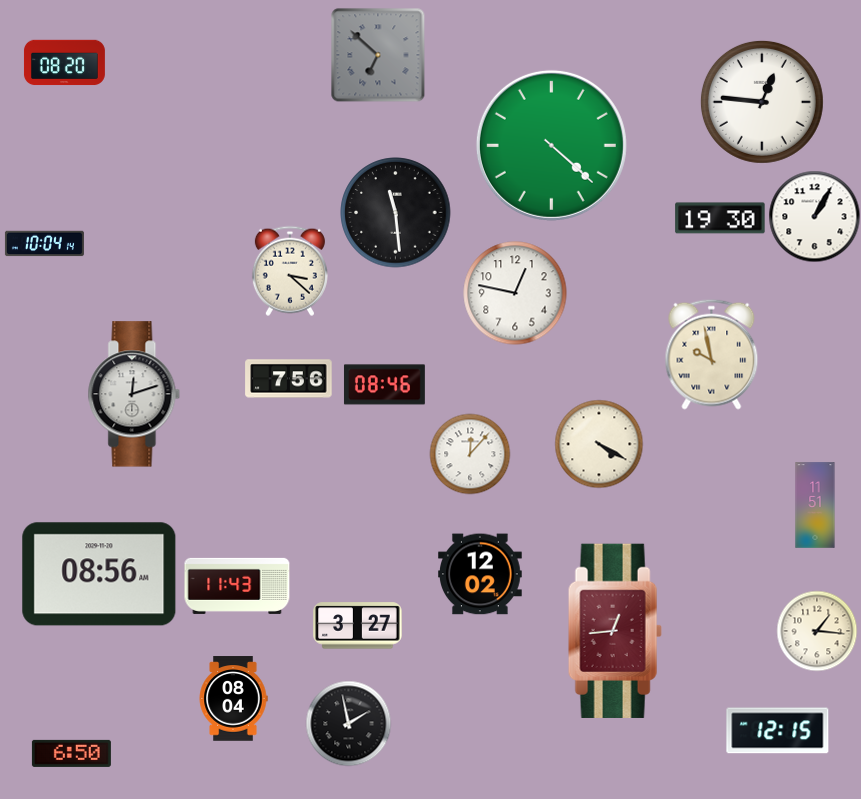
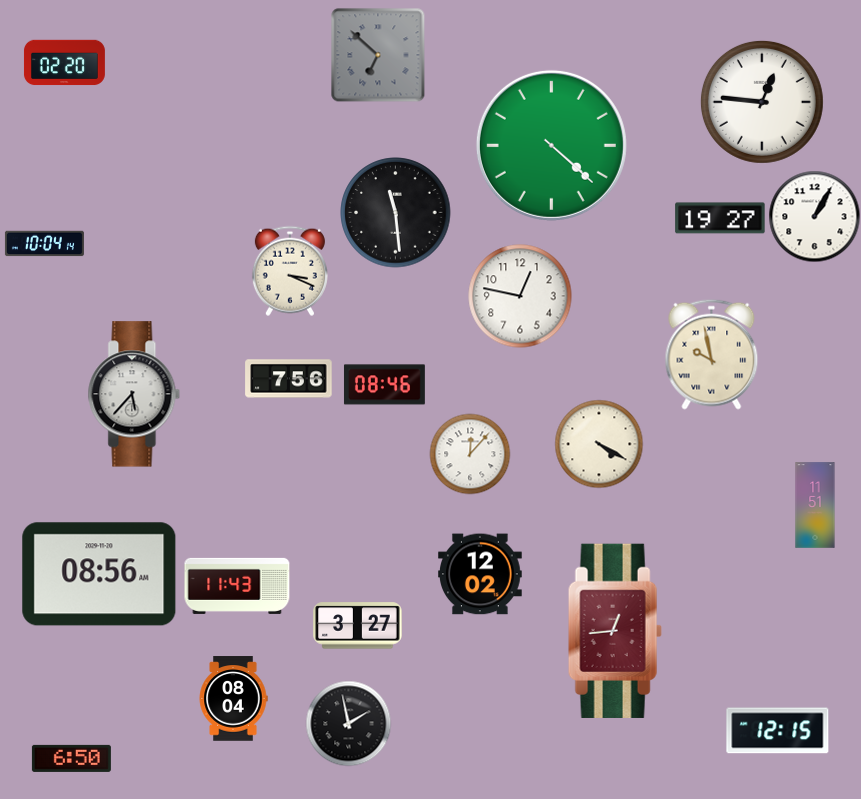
clock at (64, 63): 08:20 -> 02:20
clock at (720, 218): 19:30 -> 19:27
clock at (290, 271): 3:22 -> 3:19
clock at (515, 293) position: (515, 293) -> (520, 296)
clock at (134, 394): 12:12 -> 5:37
clock at (817, 631): 1:16 -> none
clock at (71, 753) position: (71, 753) -> (71, 758)
